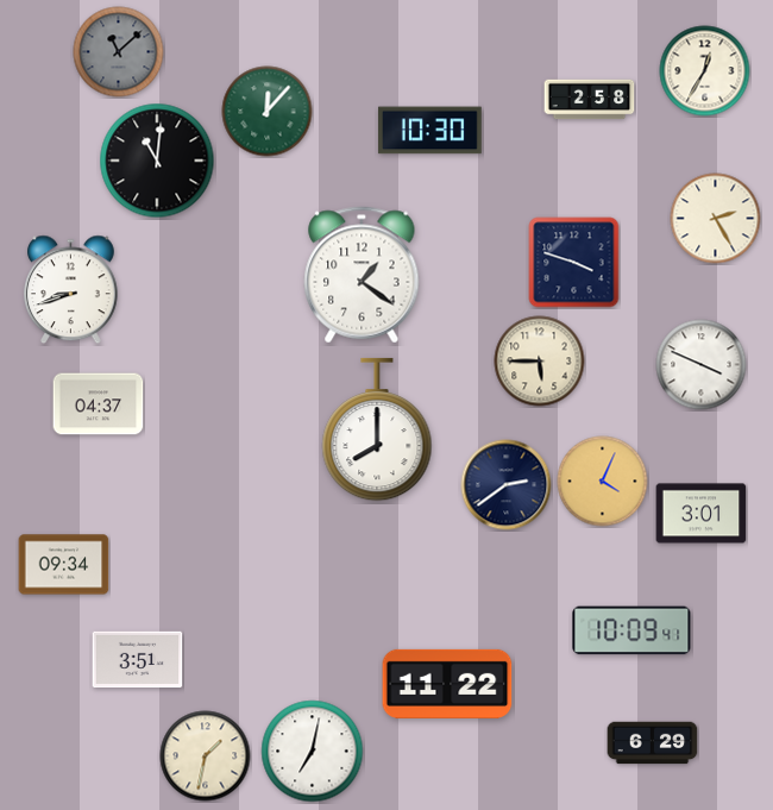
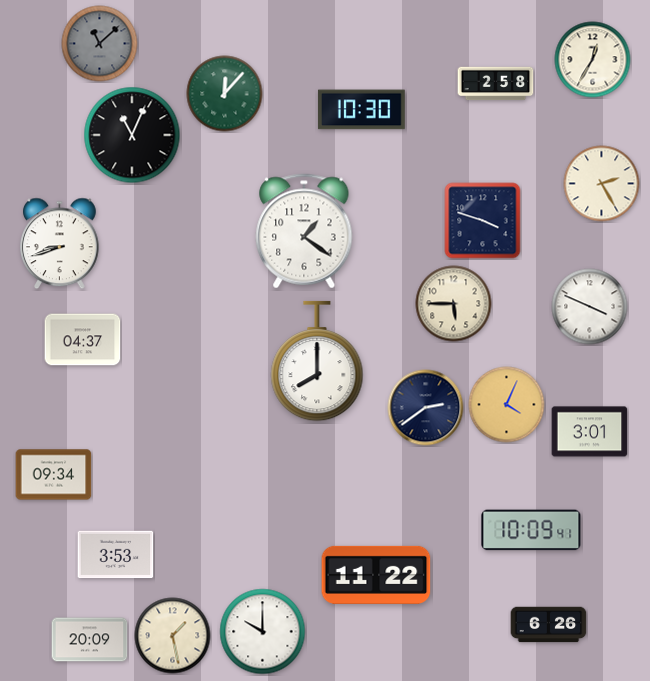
clock at (157, 161): 11:01 -> 11:04
clock at (138, 660): 3:51 -> 3:53
clock at (653, 743): 6:29 -> 6:26
clock at (313, 752): 7:02 -> 10:00
clock at (206, 756): 1:32 -> 1:28
clock at (90, 640): none -> 20:09
